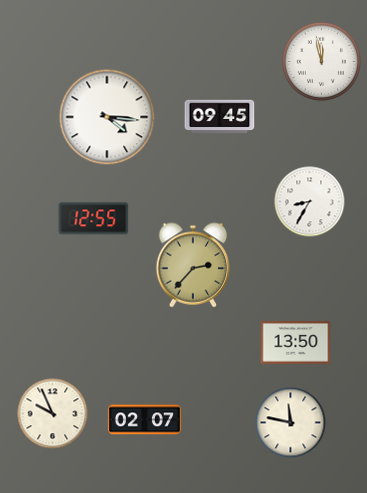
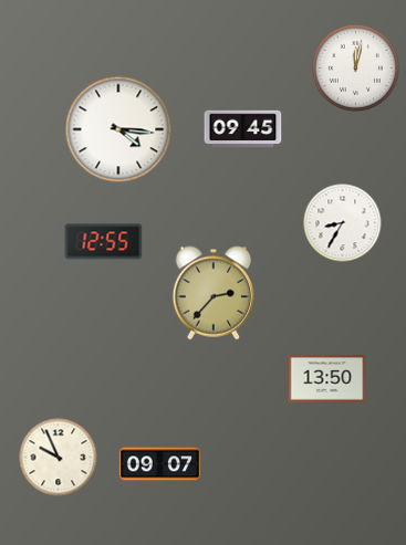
clock at (321, 61): 11:58 -> 12:02
clock at (144, 420): 02:07 -> 09:07
clock at (291, 423): 11:47 -> none
